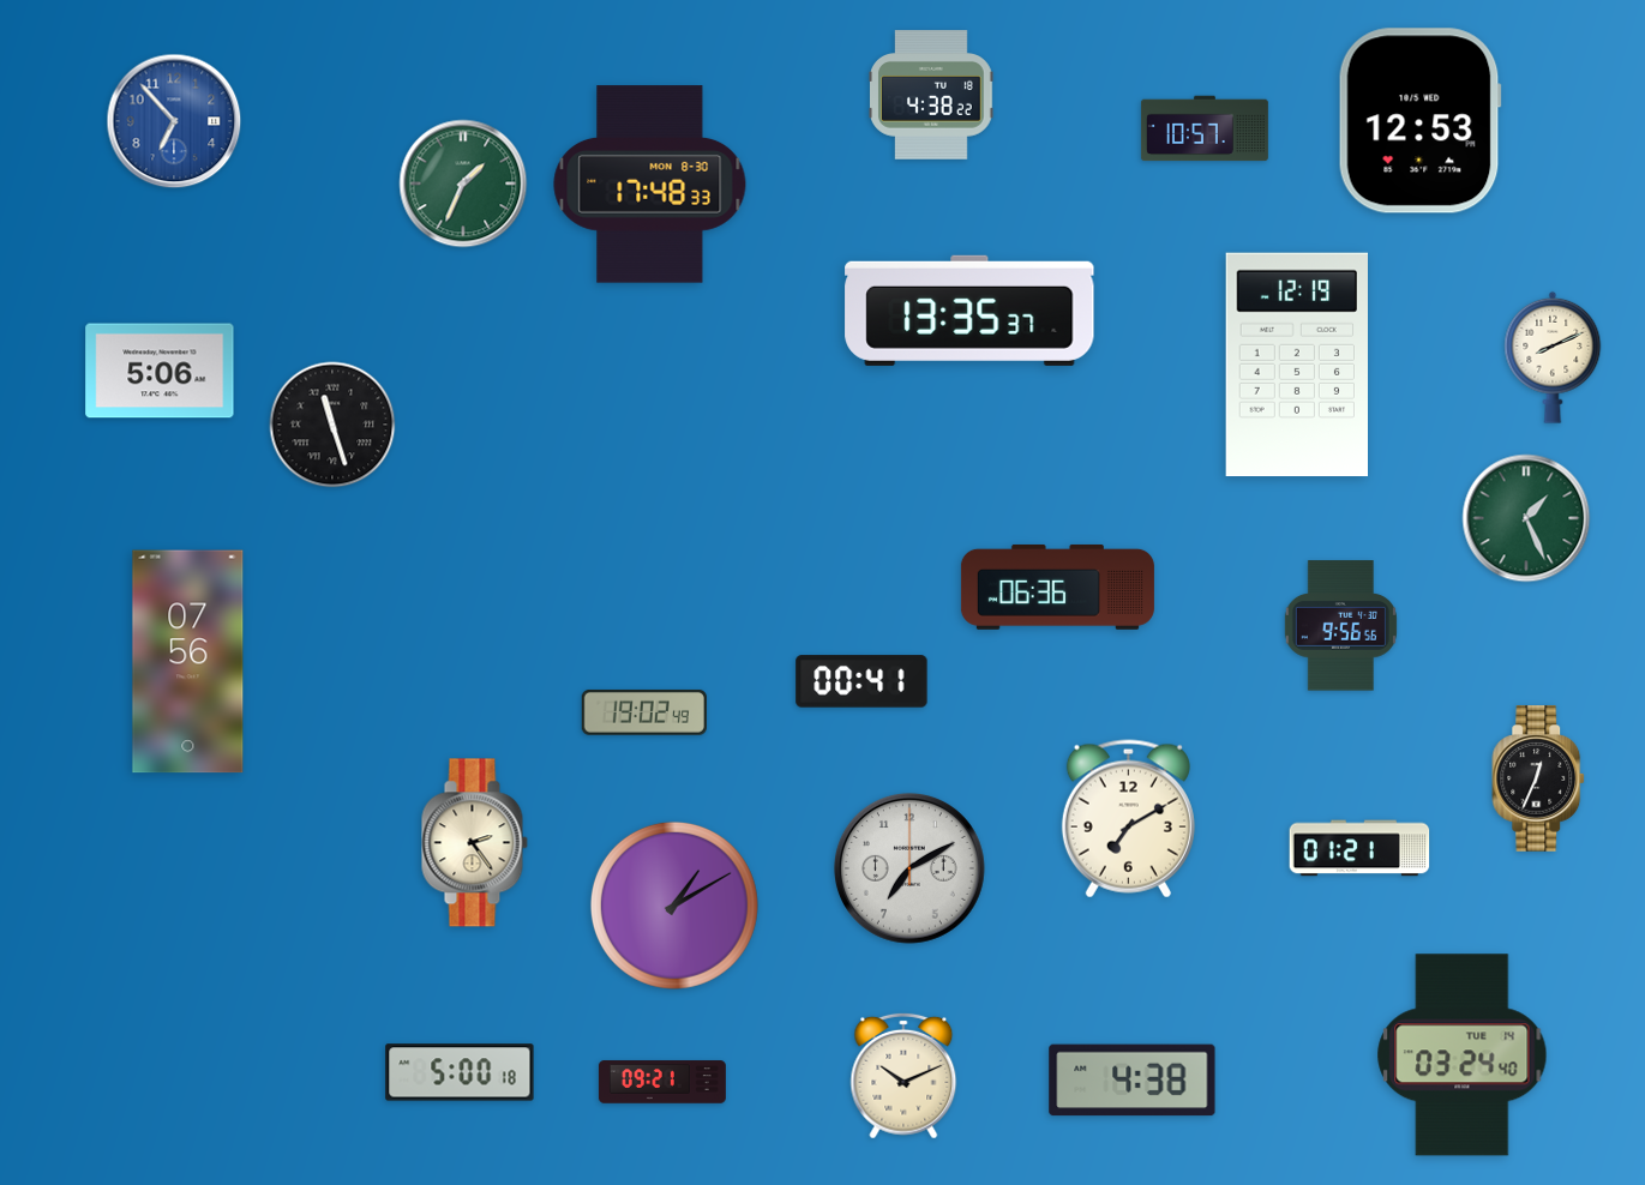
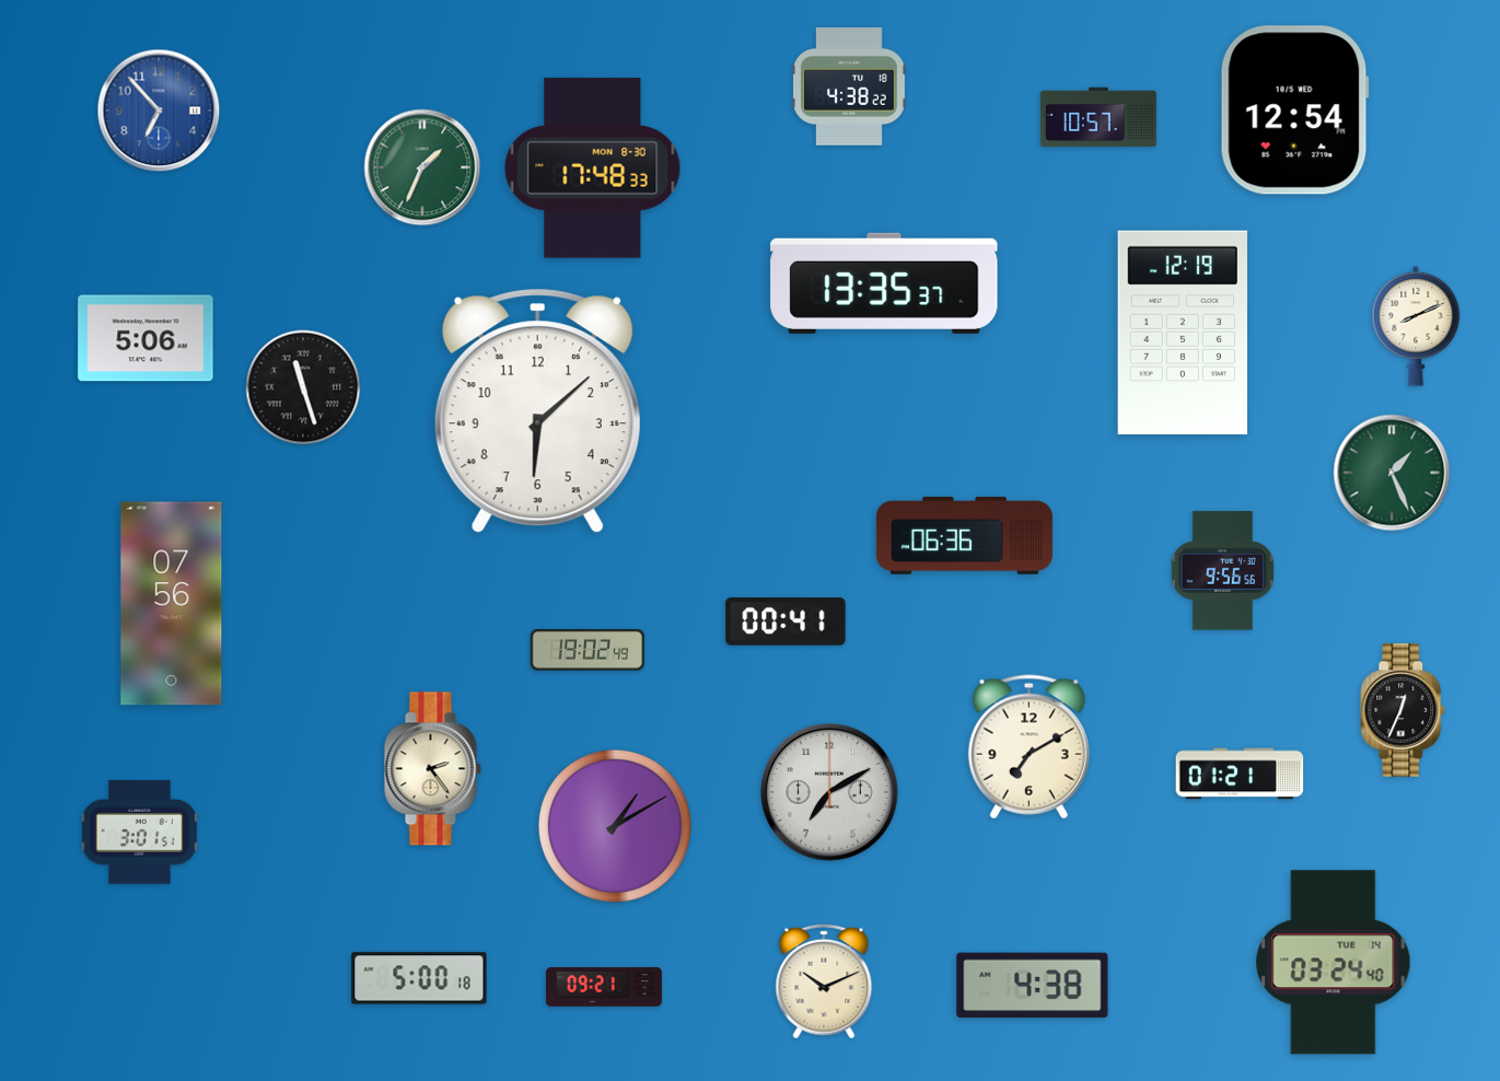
clock at (1419, 121): 12:53 -> 12:54
clock at (537, 411): none -> 6:08
clock at (139, 833): none -> 3:01
